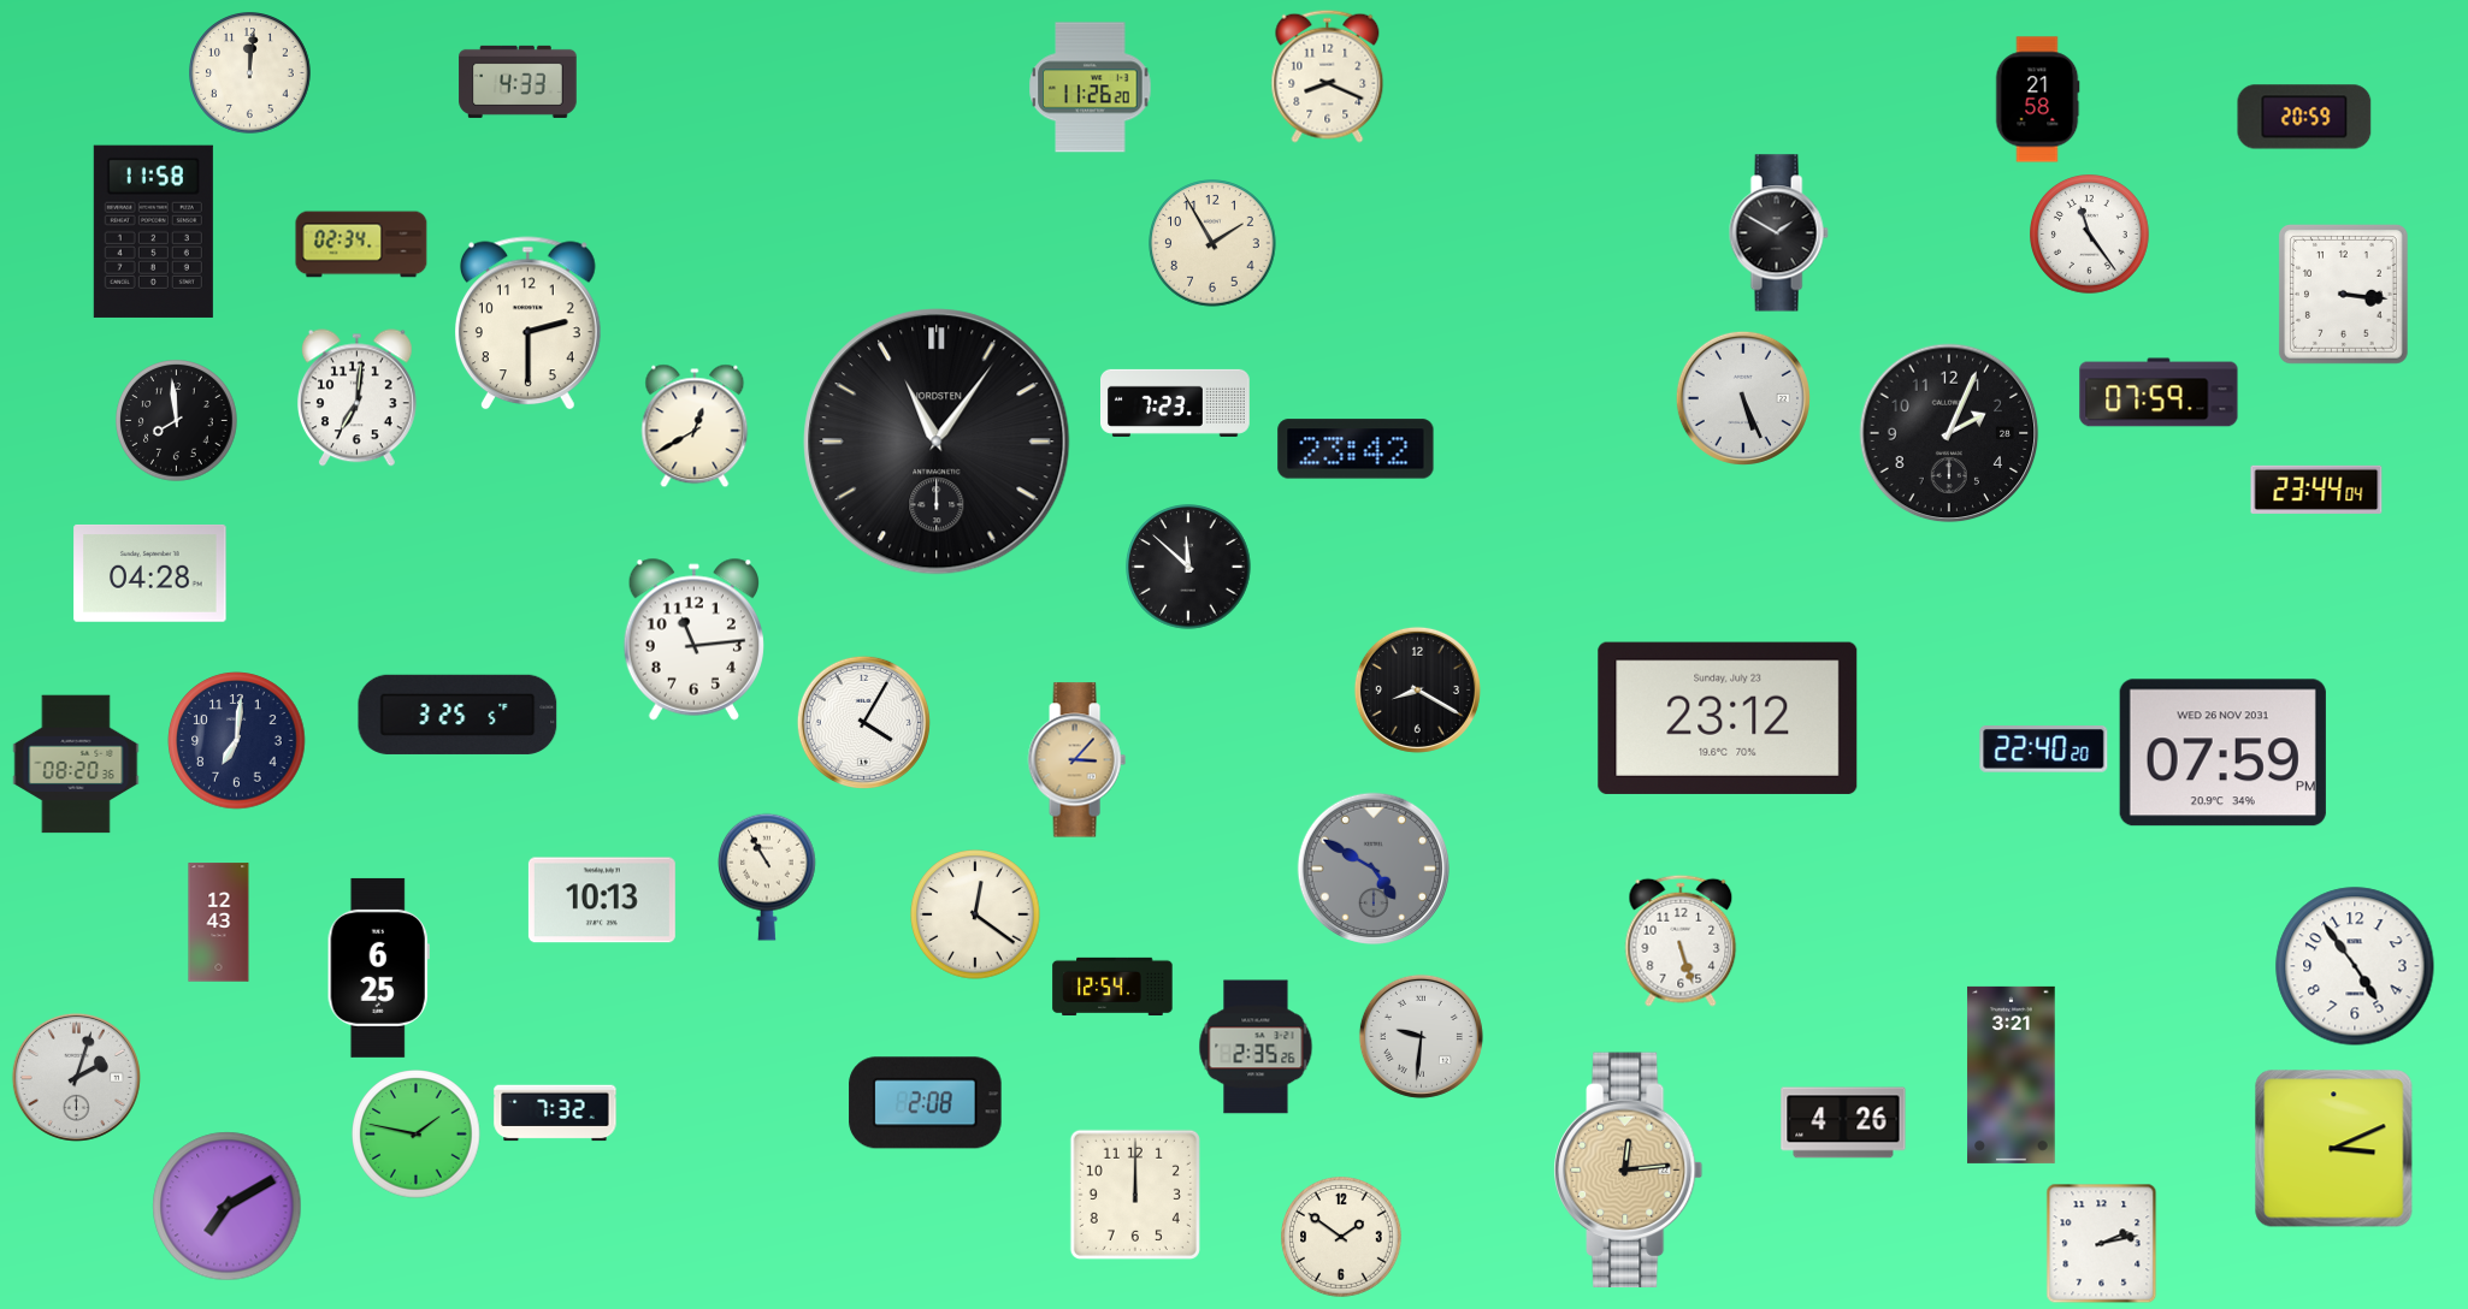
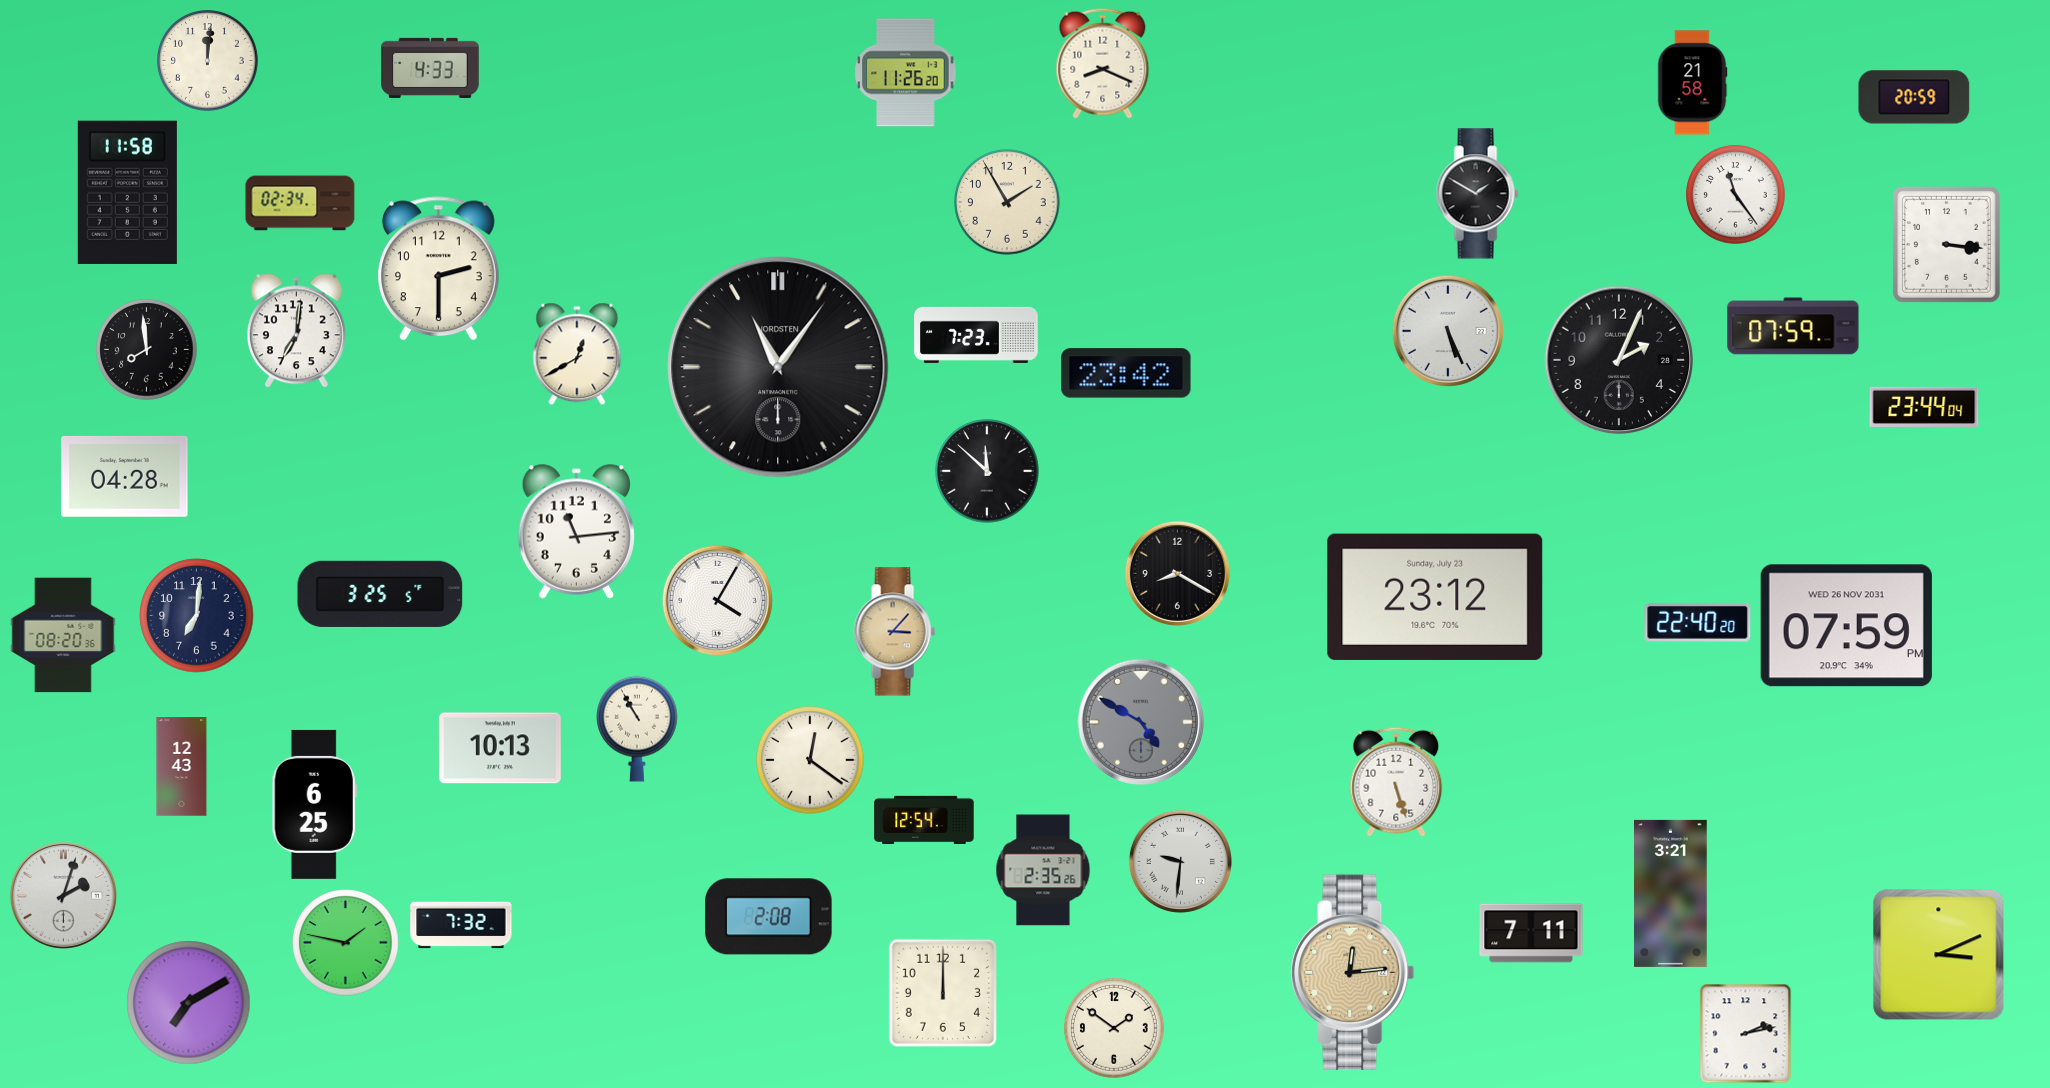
clock at (2355, 966): 4:54 -> none
clock at (1843, 1123): 4:26 -> 7:11
